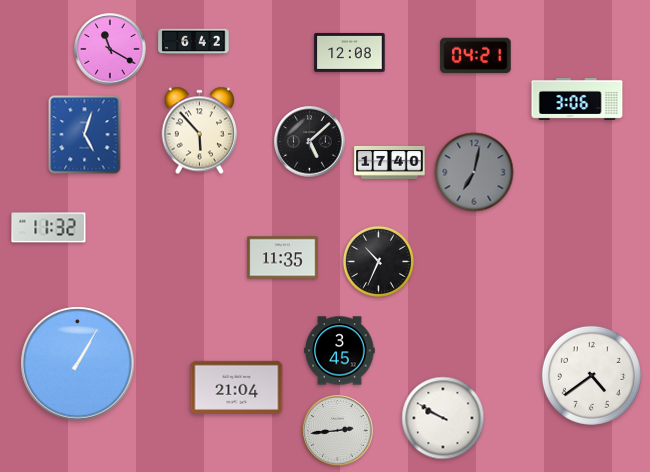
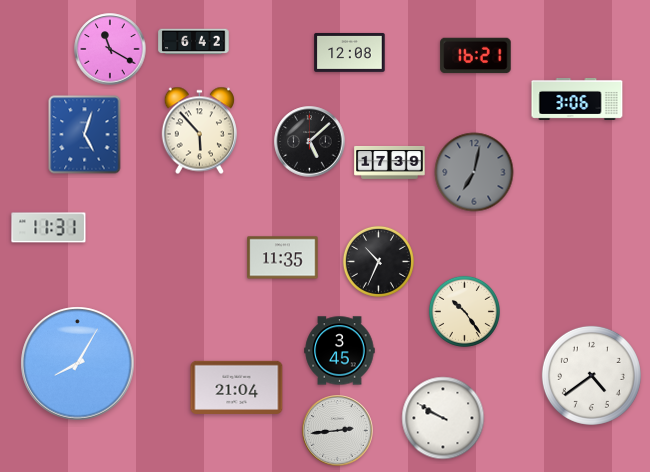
clock at (476, 56): 04:21 -> 16:21
clock at (390, 162): 17:40 -> 17:39
clock at (49, 228): 11:32 -> 11:31
clock at (464, 311): none -> 10:24
clock at (78, 364): 1:05 -> 8:05
